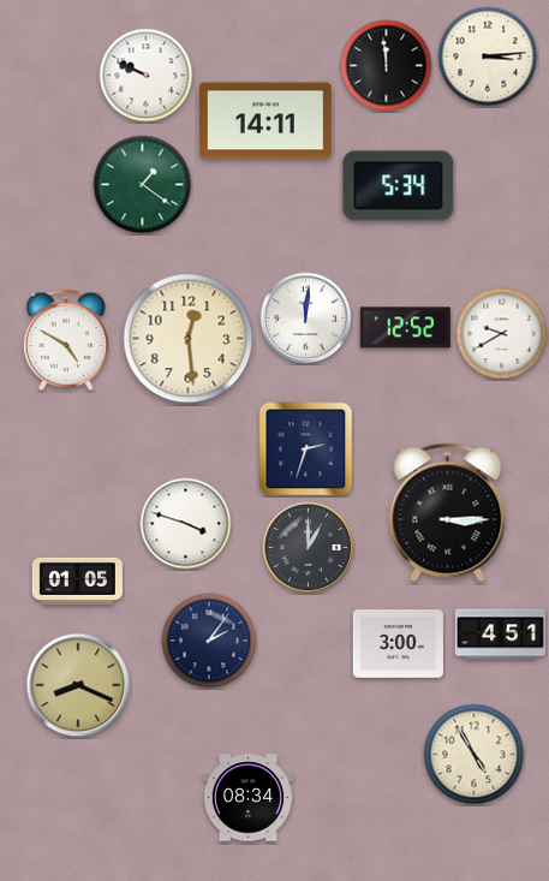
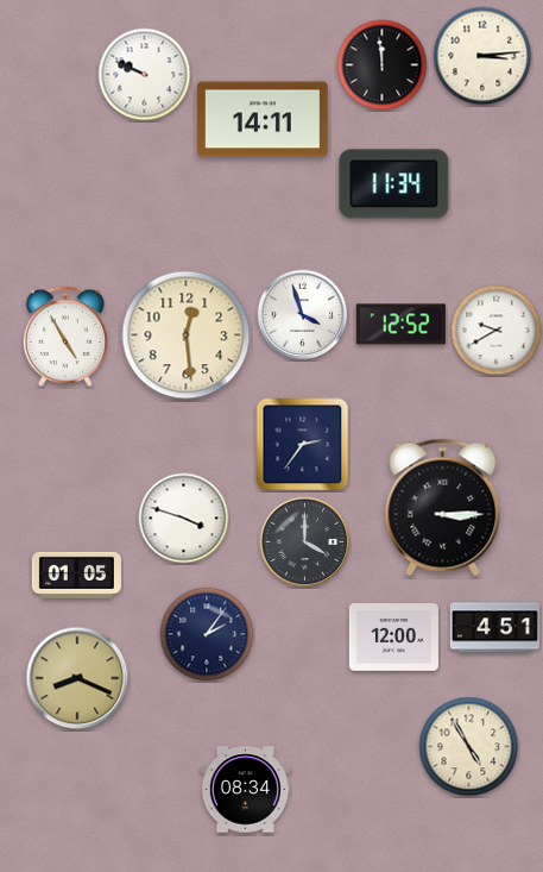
clock at (143, 185): 1:21 -> none
clock at (399, 186): 5:34 -> 11:34
clock at (306, 319): 12:01 -> 3:57
clock at (66, 340): 4:50 -> 4:55
clock at (306, 450): 2:33 -> 2:36
clock at (309, 548): 1:00 -> 4:00
clock at (398, 644): 3:00 -> 12:00
